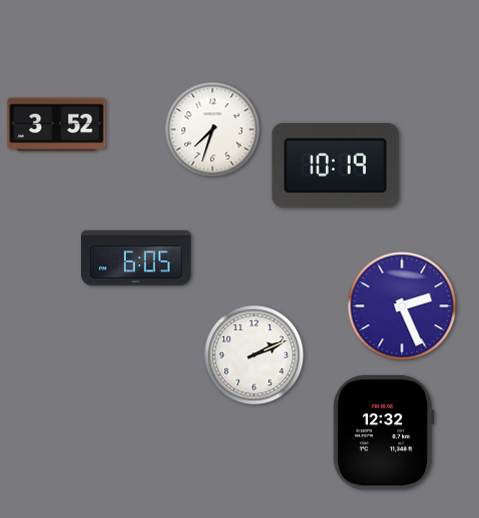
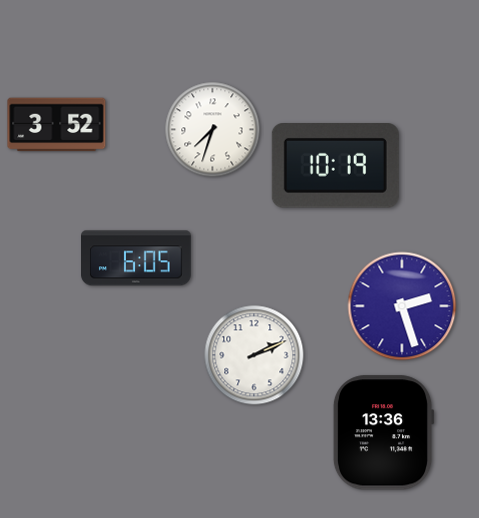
clock at (402, 306): 2:26 -> 2:27
clock at (383, 433): 12:32 -> 13:36
